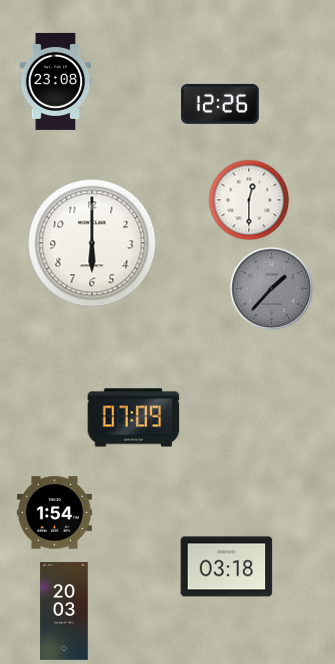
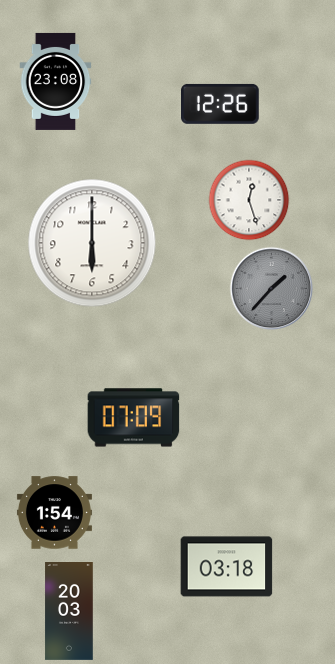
clock at (249, 200): 12:30 -> 12:27
clock at (64, 612) position: (64, 612) -> (69, 612)
